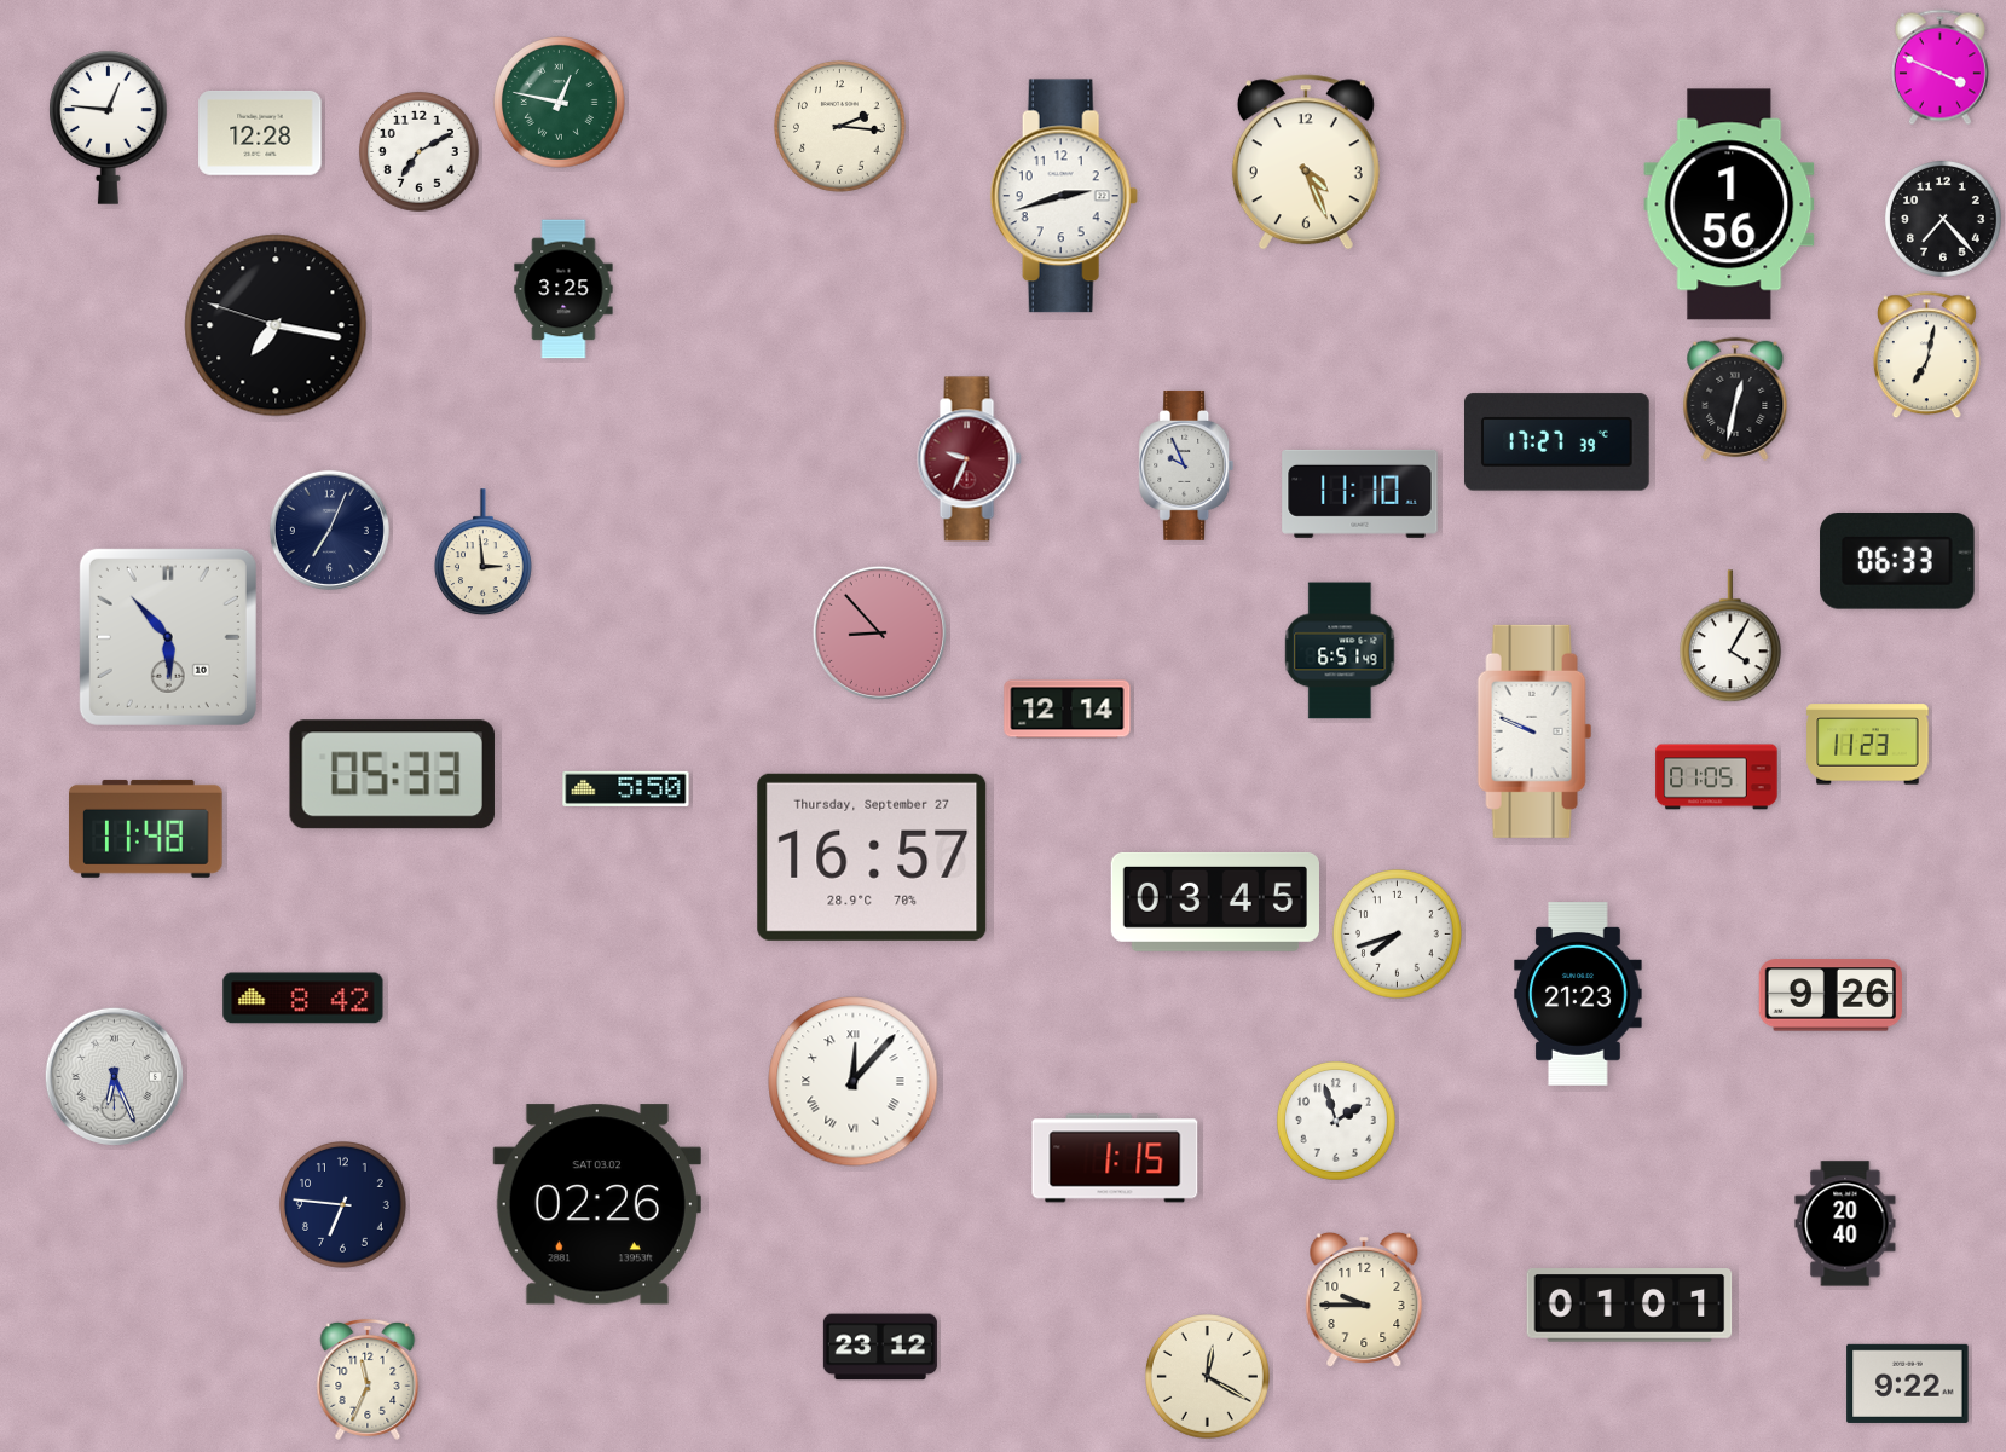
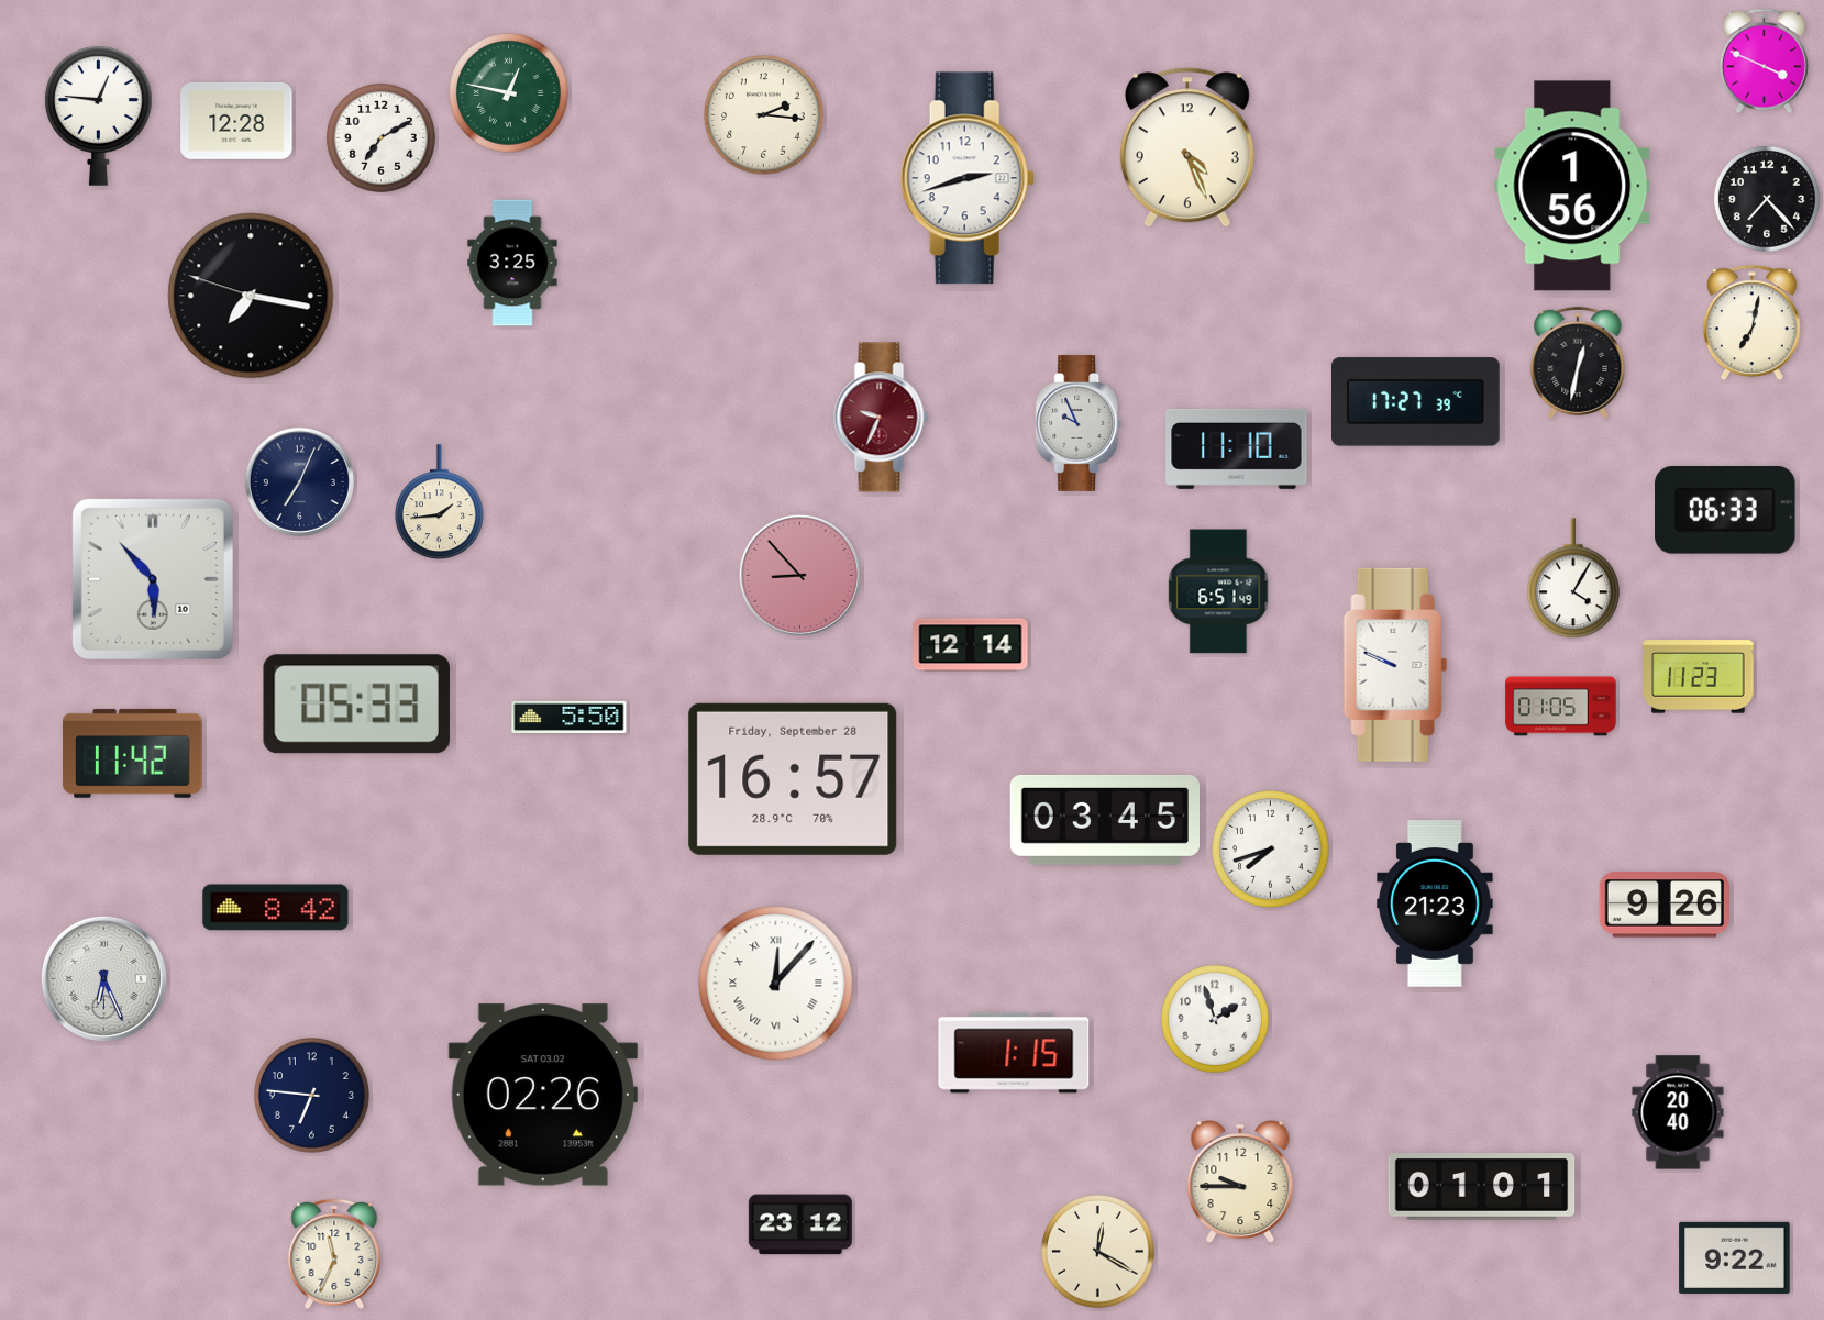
clock at (482, 553): 2:59 -> 1:44
clock at (146, 828): 11:48 -> 11:42
clock at (872, 857) date: Thursday, September 27 -> Friday, September 28
